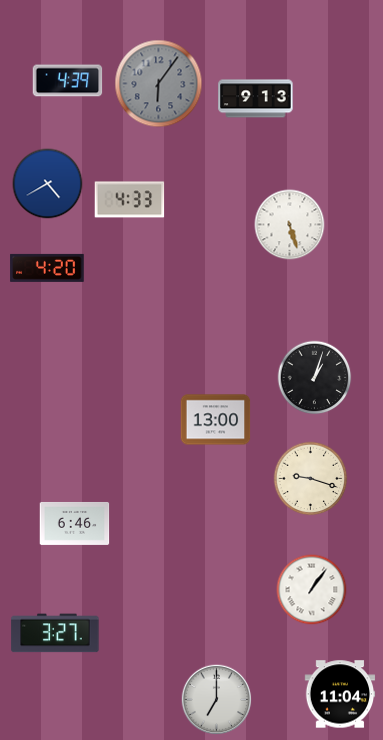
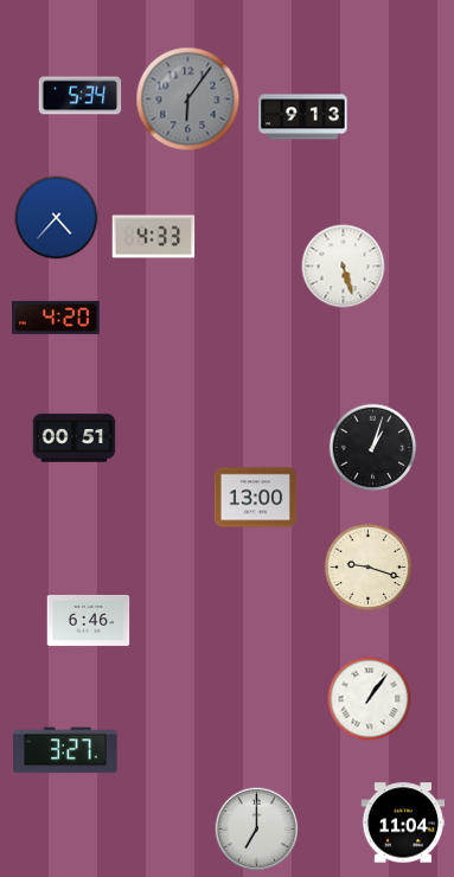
clock at (68, 81): 4:39 -> 5:34
clock at (48, 184): 4:40 -> 4:37
clock at (75, 438): none -> 00:51
